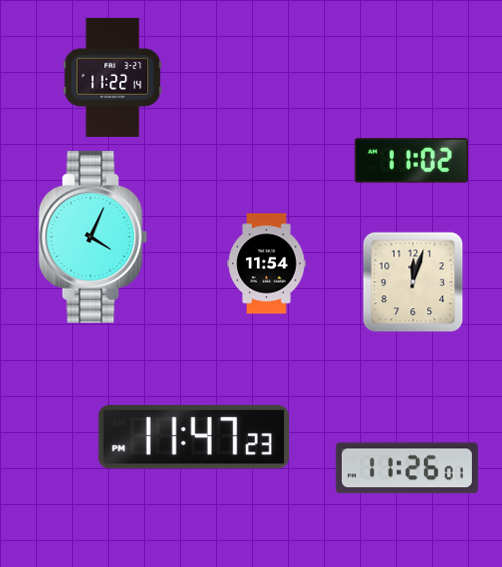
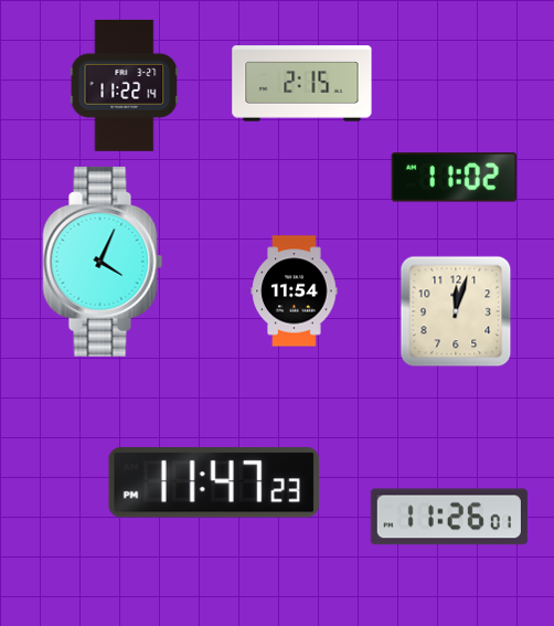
clock at (302, 84): none -> 2:15
